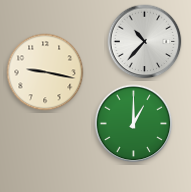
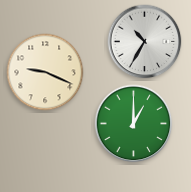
clock at (145, 42): 10:37 -> 10:35
clock at (45, 72): 9:17 -> 9:19
